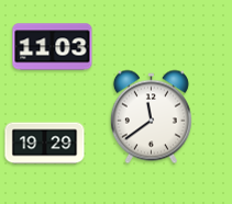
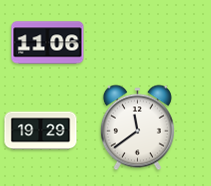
clock at (53, 47): 11:03 -> 11:06
clock at (151, 117) position: (151, 117) -> (137, 128)
